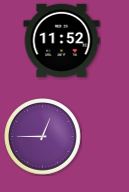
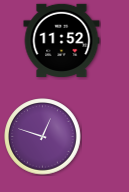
clock at (43, 137): 12:45 -> 12:48
